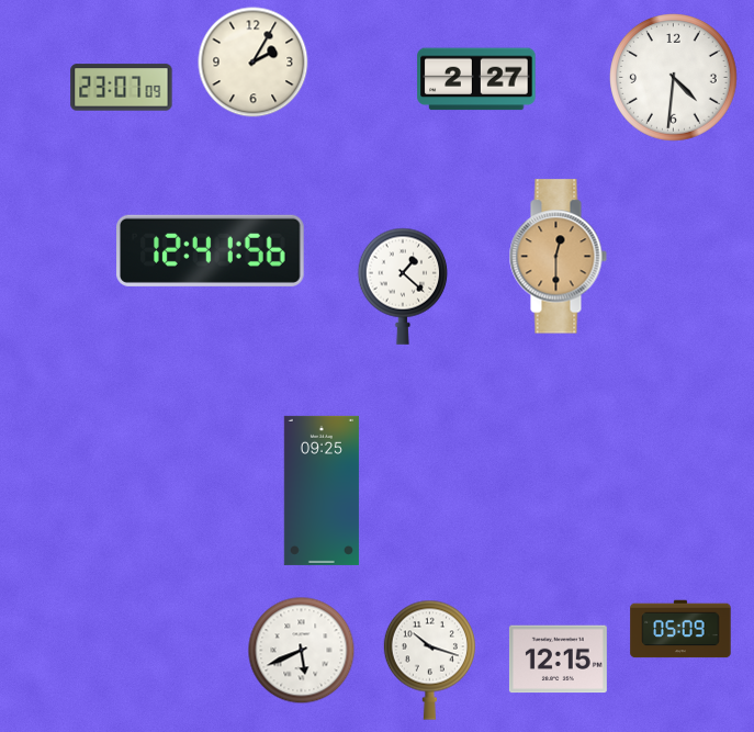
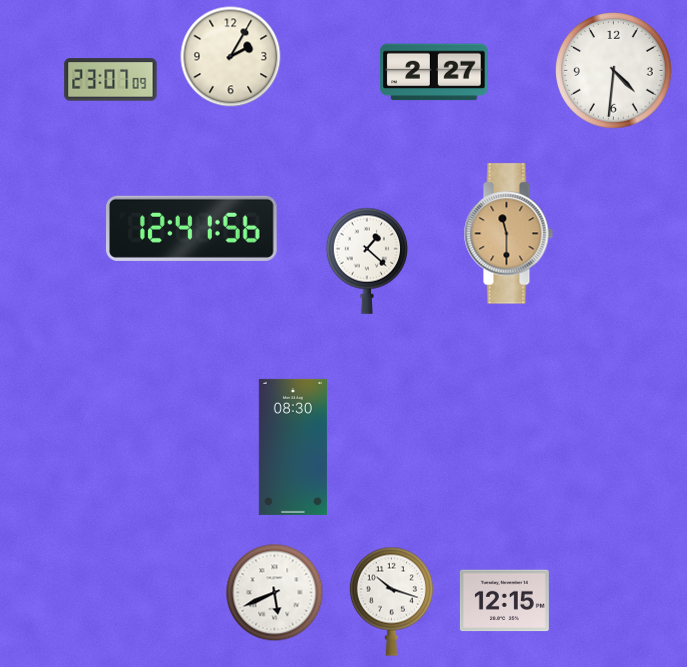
clock at (558, 257): 12:30 -> 11:30
clock at (322, 491): 09:25 -> 08:30
clock at (680, 629): 05:09 -> none
clock at (558, 660) position: (558, 660) -> (504, 601)
